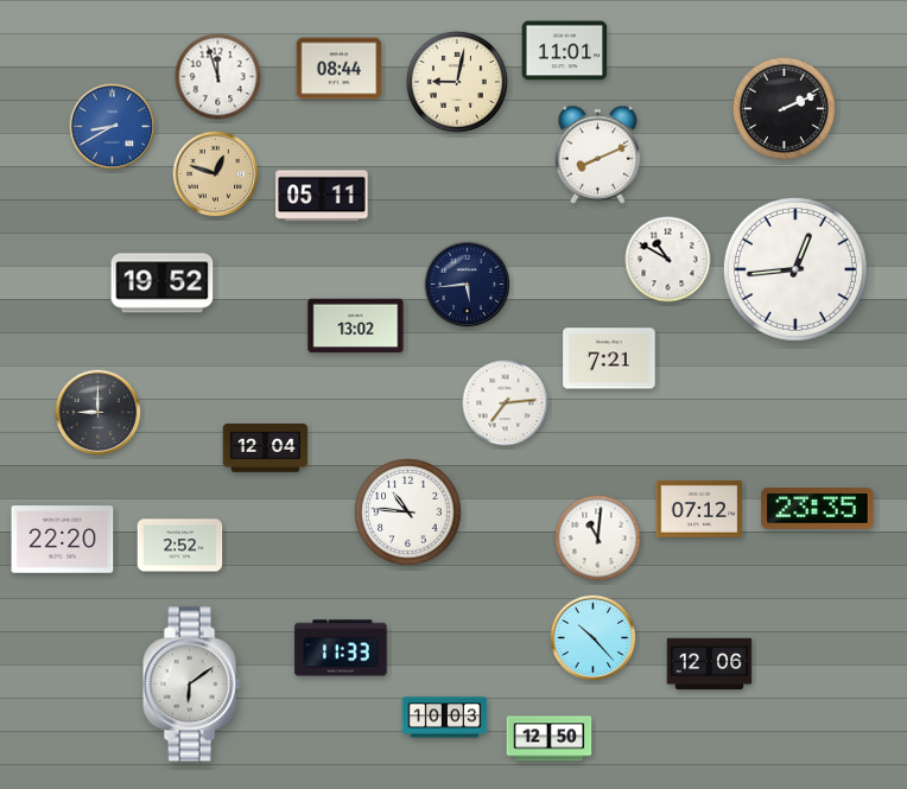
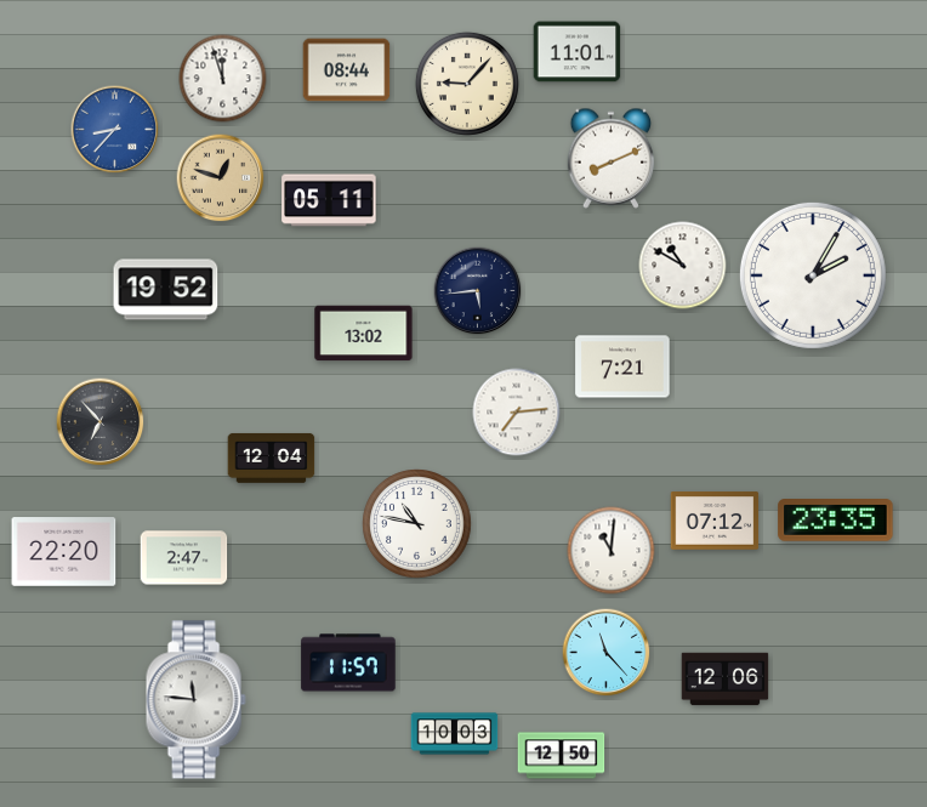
clock at (457, 82): 9:02 -> 9:07
clock at (784, 108): 2:11 -> none
clock at (113, 127): 8:40 -> 8:37
clock at (795, 269): 12:44 -> 2:05
clock at (99, 413): 9:00 -> 6:53
clock at (408, 513): 10:46 -> 10:47
clock at (180, 546): 2:52 -> 2:47
clock at (594, 638): 10:23 -> 11:23
clock at (341, 648): 11:33 -> 11:57
clock at (191, 685): 6:09 -> 11:46
